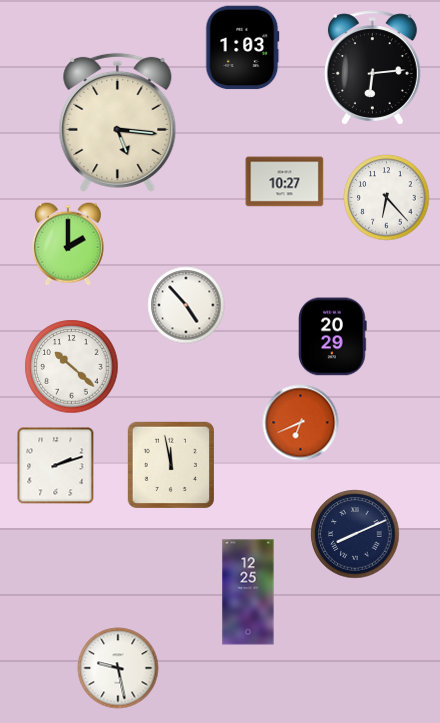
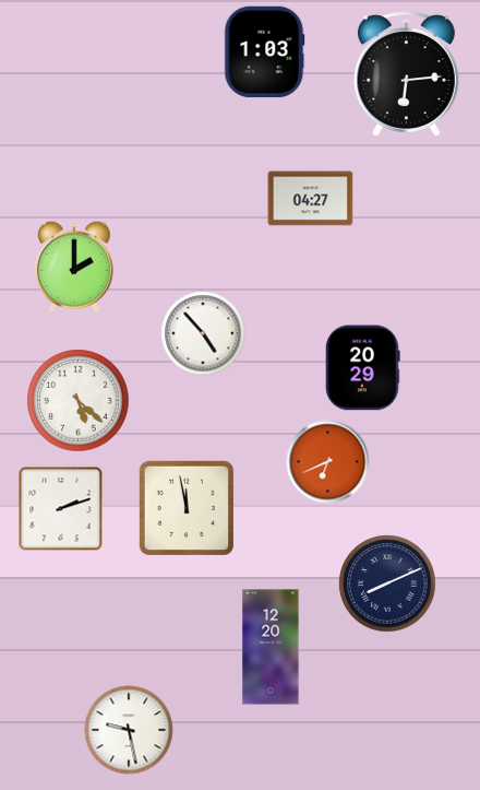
clock at (118, 122): 5:16 -> none
clock at (285, 182): 10:27 -> 04:27
clock at (387, 198): 6:23 -> none
clock at (72, 367): 10:22 -> 5:22
clock at (248, 592): 12:25 -> 12:20
